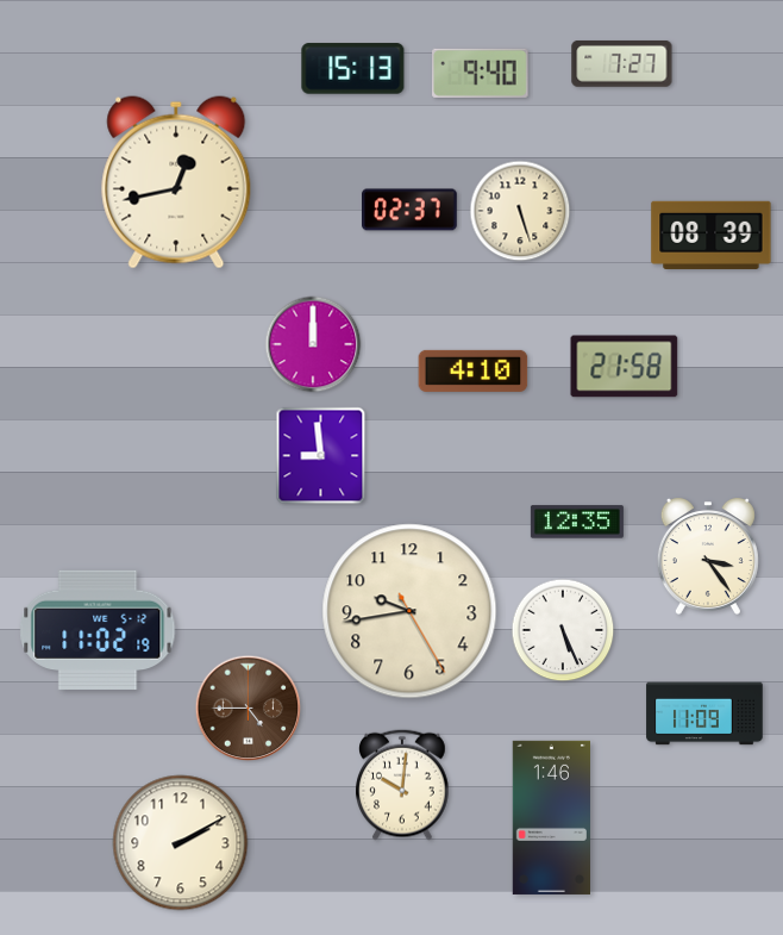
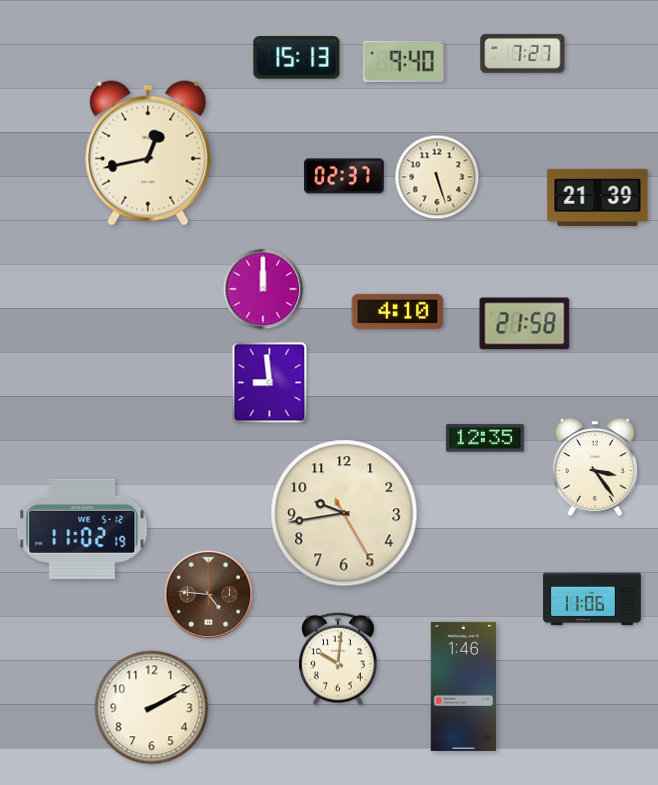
clock at (712, 235): 08:39 -> 21:39
clock at (625, 367) position: (625, 367) -> (525, 324)
clock at (563, 630): 5:26 -> none
clock at (249, 709): 4:45 -> 4:46
clock at (704, 713): 11:09 -> 11:06
